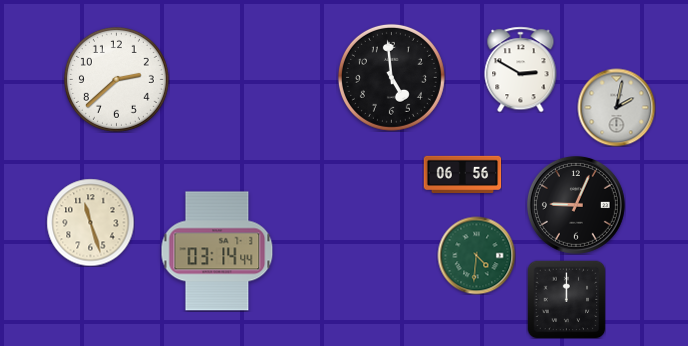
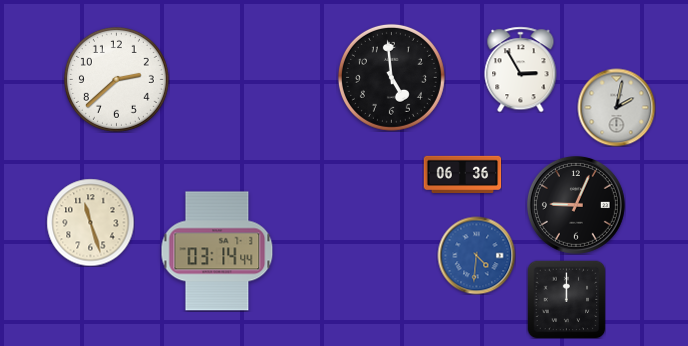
clock at (521, 69): 2:50 -> 2:55
clock at (462, 174): 06:56 -> 06:36
clock at (476, 255) dial: green -> blue
